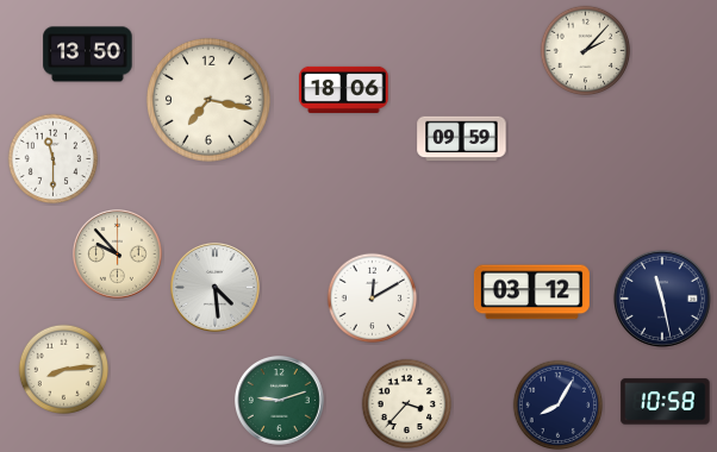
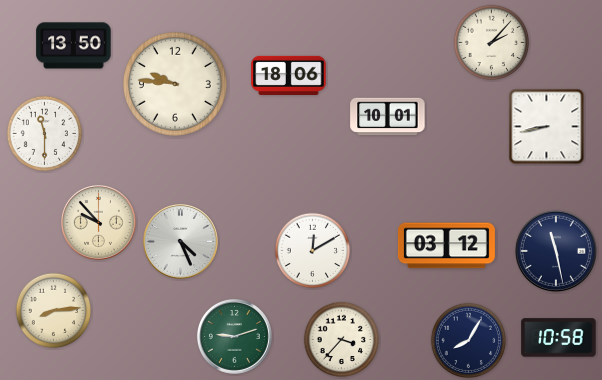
clock at (208, 100): 7:17 -> 9:46
clock at (462, 139): 09:59 -> 10:01
clock at (547, 127): none -> 8:43
clock at (117, 253) position: (117, 253) -> (98, 222)
clock at (214, 287): 4:29 -> 4:26
